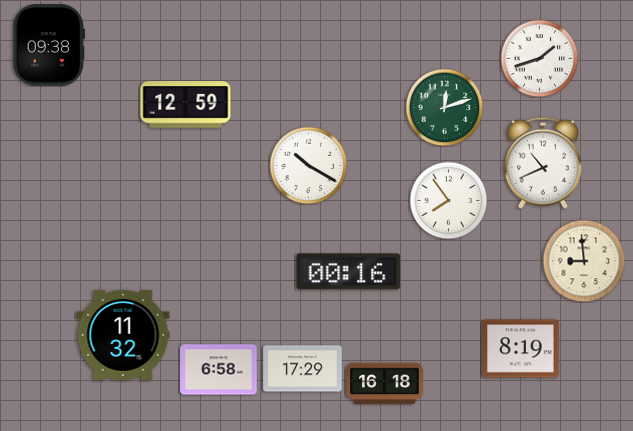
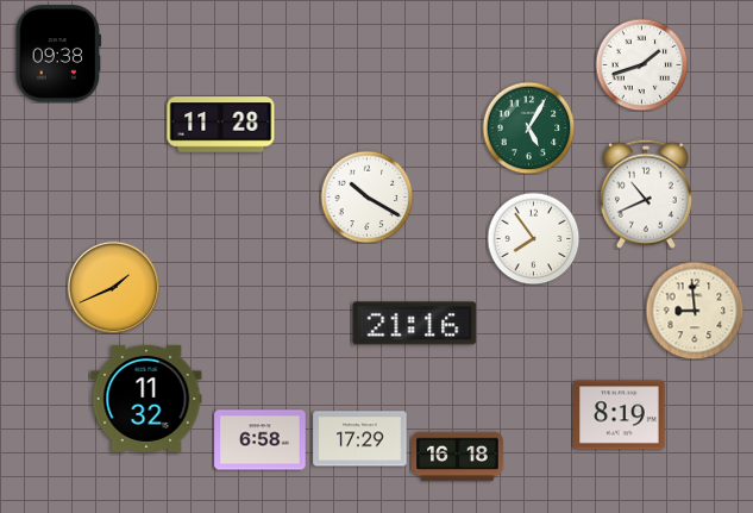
clock at (539, 58) position: (539, 58) -> (641, 64)
clock at (186, 105): 12:59 -> 11:28
clock at (444, 107): 12:12 -> 5:05
clock at (113, 287): none -> 1:41
clock at (349, 272): 00:16 -> 21:16
